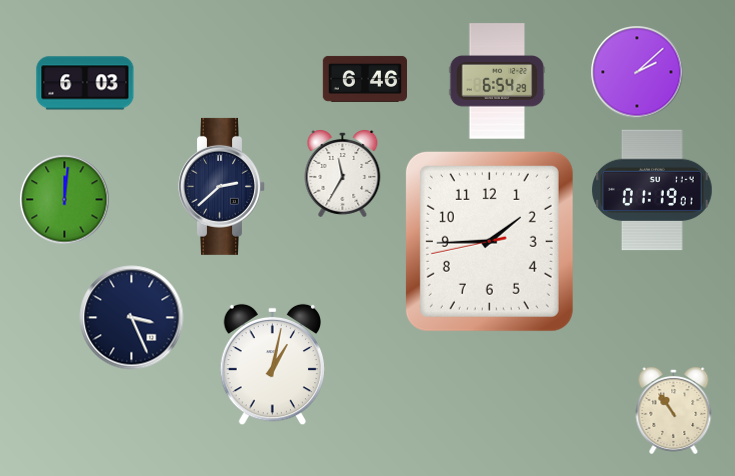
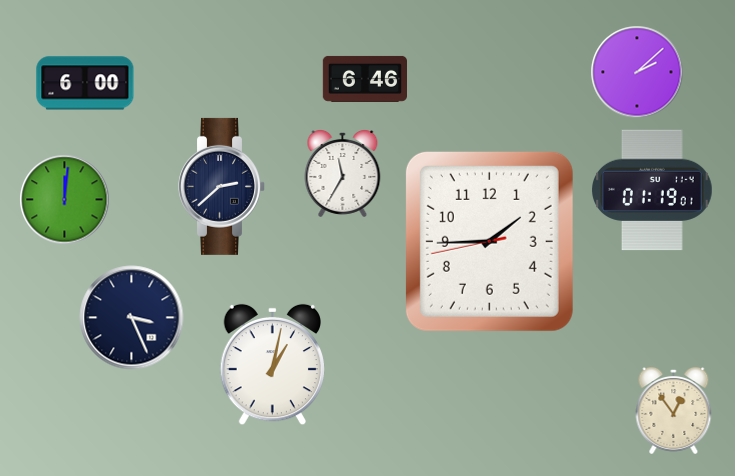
clock at (497, 81): 6:54 -> none
clock at (85, 83): 6:03 -> 6:00
clock at (674, 411): 10:54 -> 12:54
